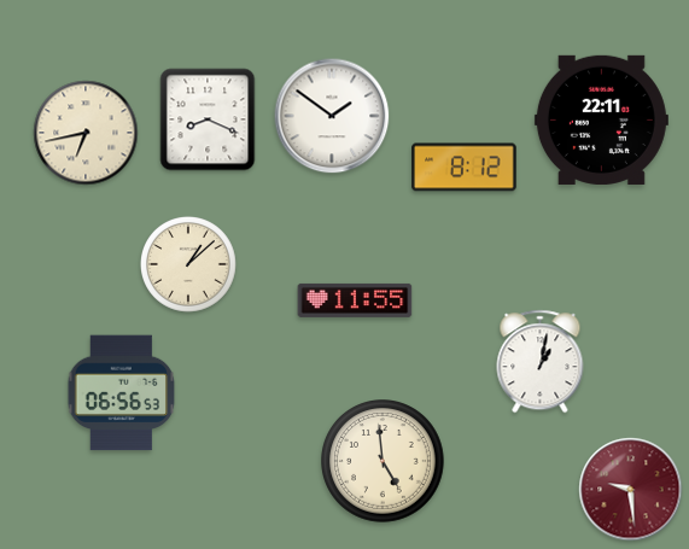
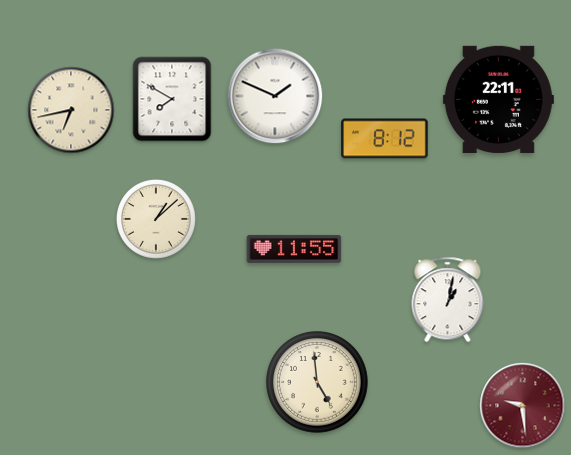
clock at (332, 116): 1:51 -> 1:49
clock at (208, 119): 8:19 -> 7:50
clock at (122, 393): 06:56 -> none
